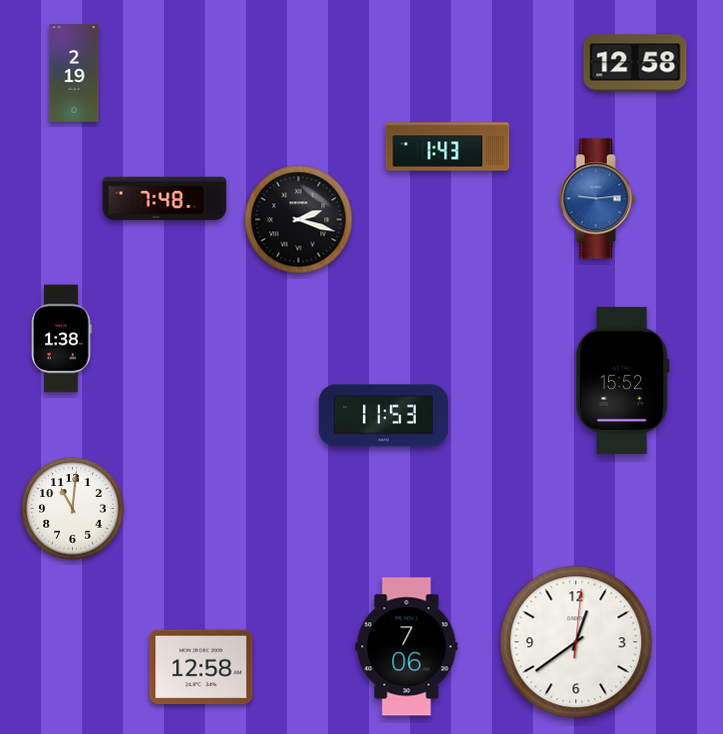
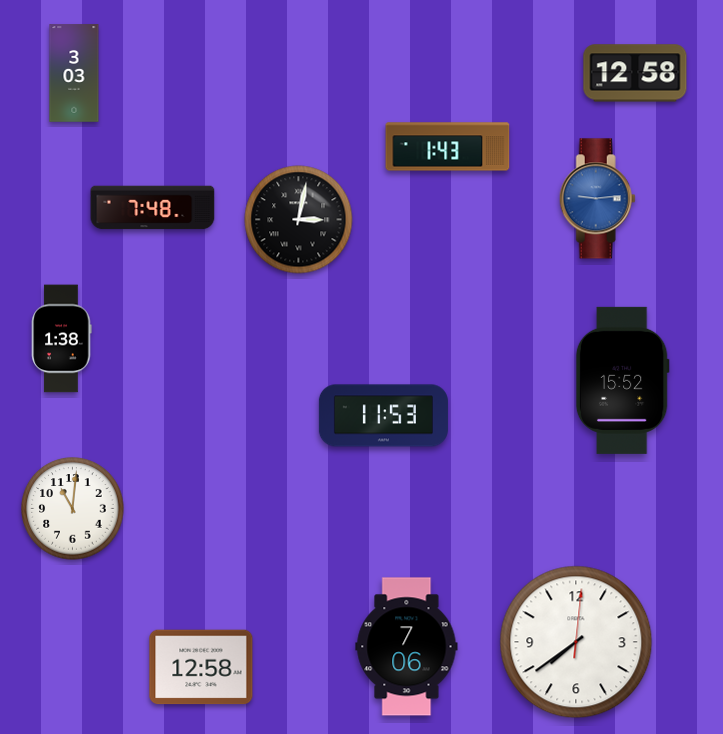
clock at (635, 63) position: (635, 63) -> (635, 73)
clock at (74, 73): 2:19 -> 3:03
clock at (165, 199) position: (165, 199) -> (153, 208)
clock at (299, 220): 2:18 -> 3:02
clock at (576, 642): 12:39 -> 7:39
